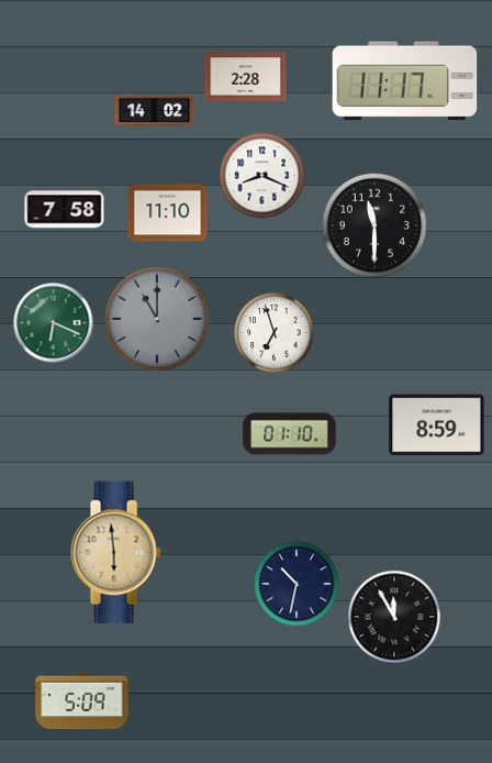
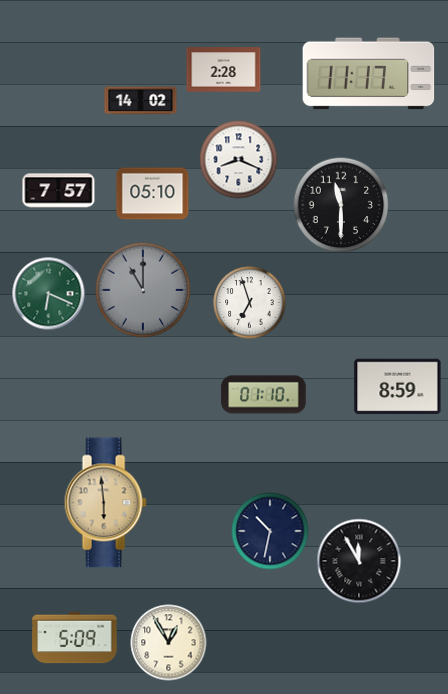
clock at (65, 210): 7:58 -> 7:57
clock at (168, 213): 11:10 -> 05:10
clock at (169, 643): none -> 12:55
